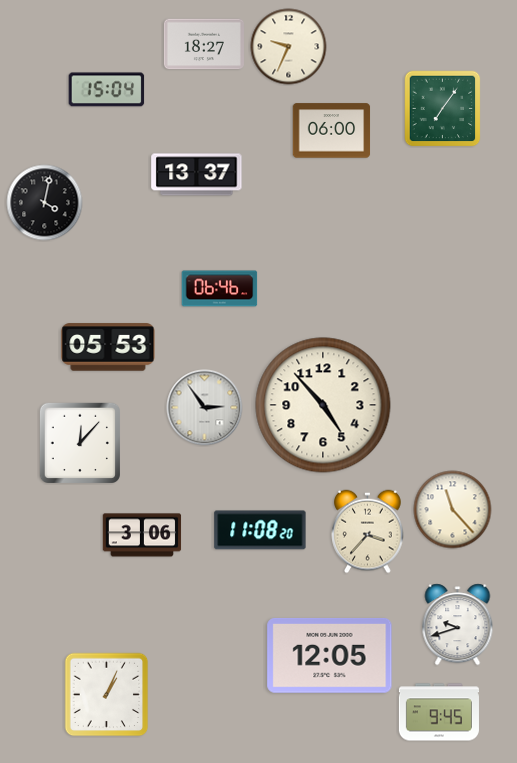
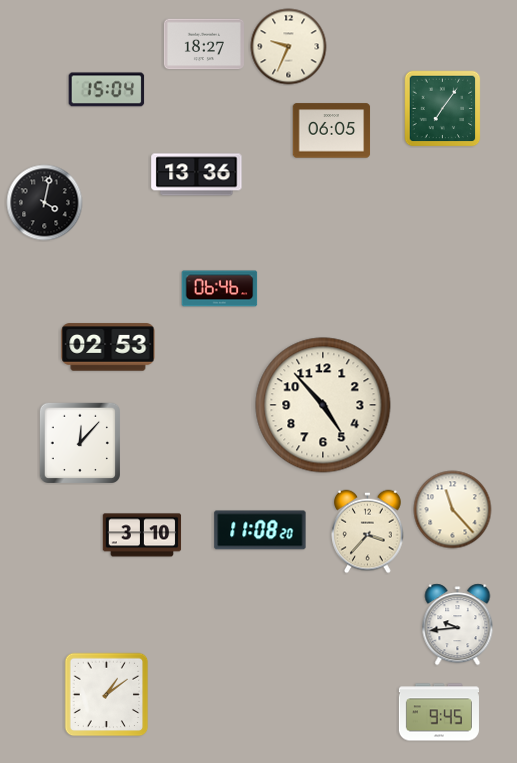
clock at (332, 131): 06:00 -> 06:05
clock at (197, 175): 13:37 -> 13:36
clock at (108, 347): 05:53 -> 02:53
clock at (205, 408): 2:54 -> none
clock at (142, 535): 3:06 -> 3:10
clock at (458, 625): 9:42 -> 9:44
clock at (330, 656): 12:05 -> none
clock at (107, 695): 1:04 -> 1:09
